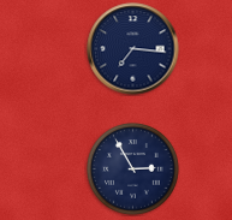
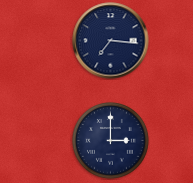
clock at (133, 170): 2:55 -> 3:00
